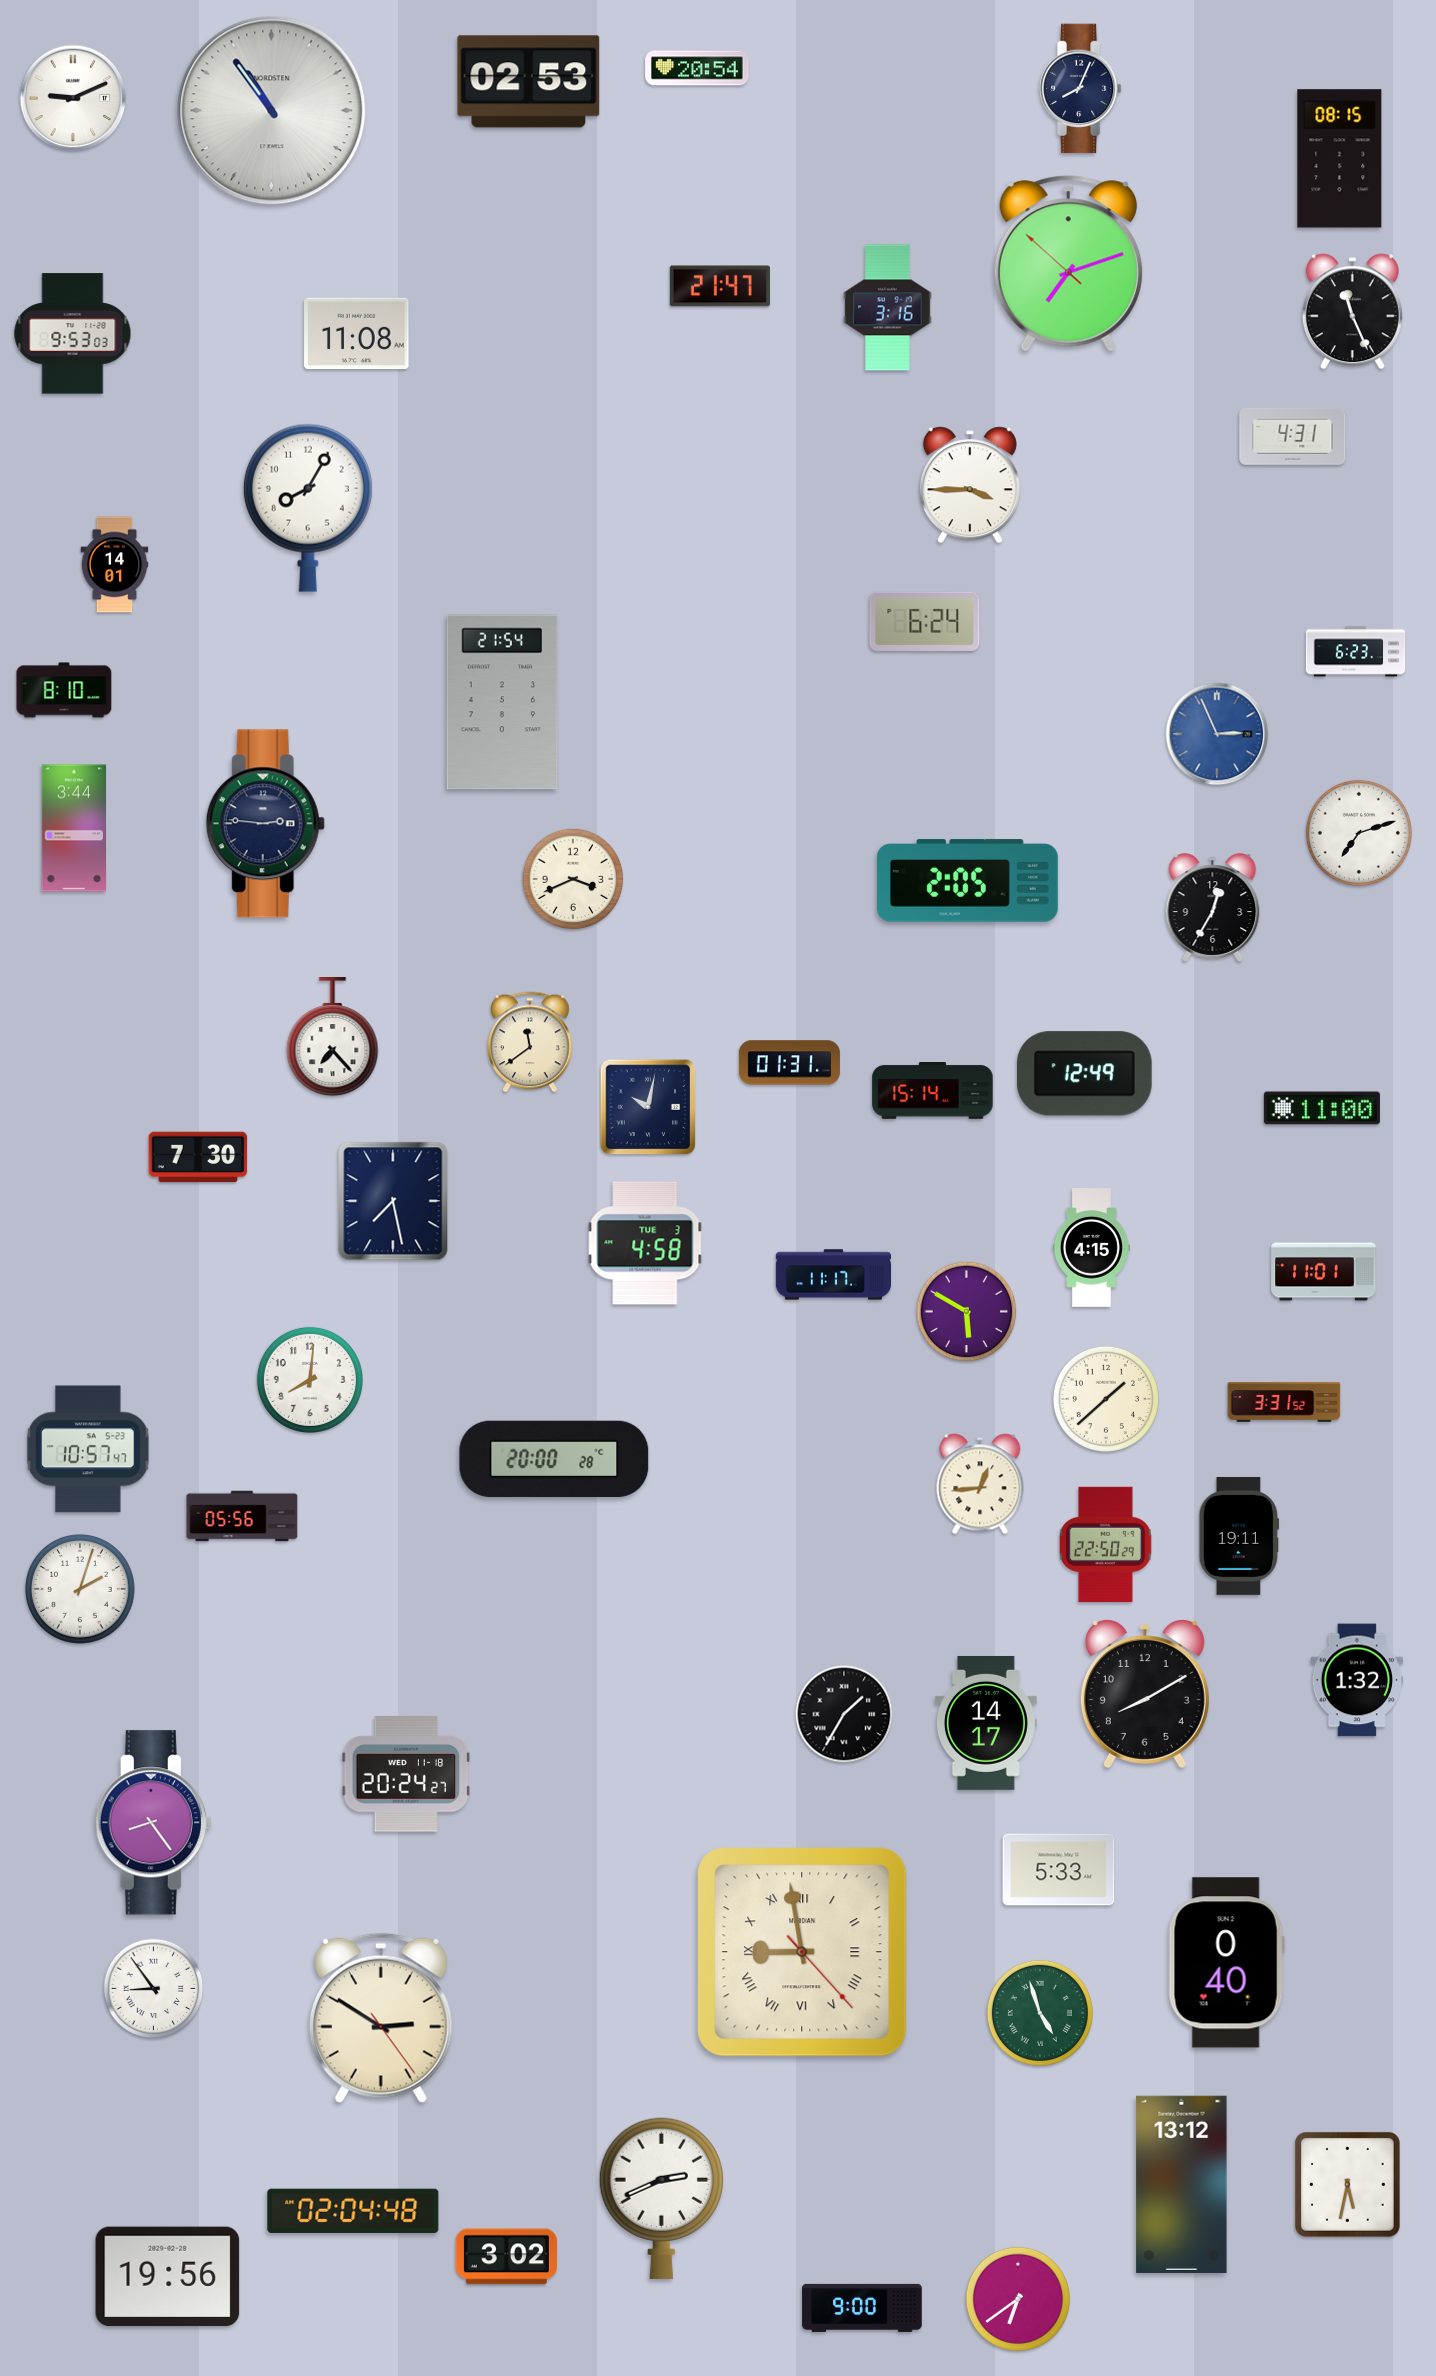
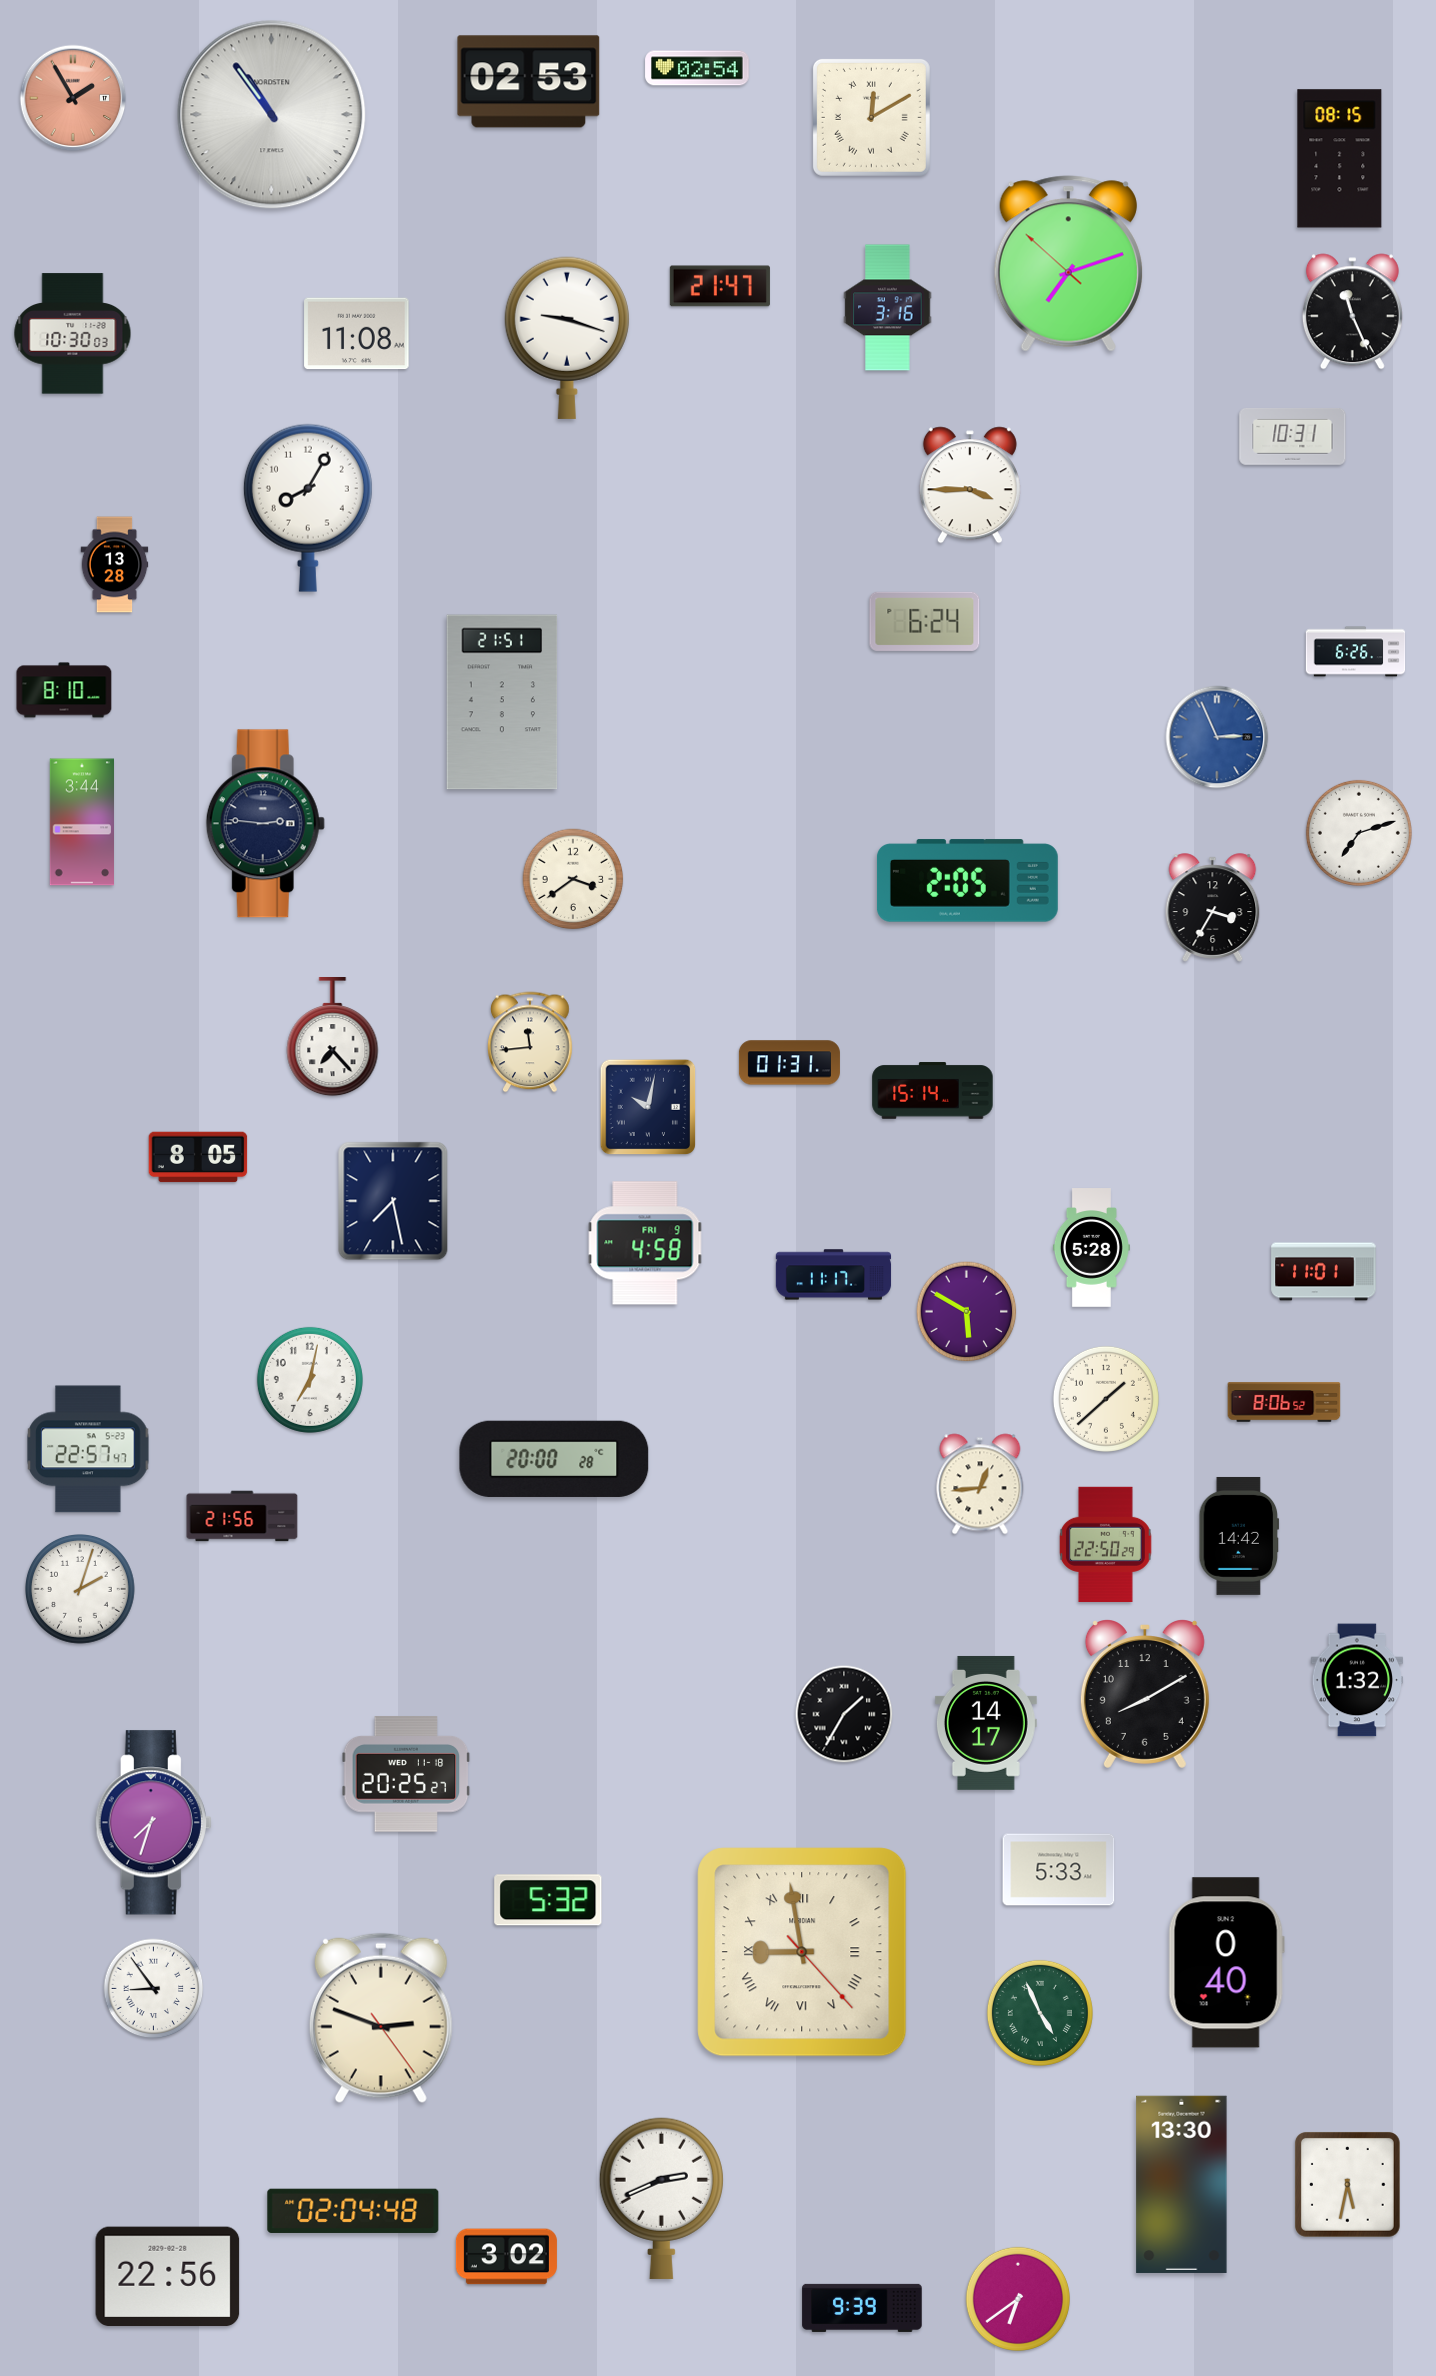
clock at (697, 68): 20:54 -> 02:54
clock at (1080, 89): 8:04 -> none
clock at (73, 98): 9:11 -> 1:55
clock at (73, 98) dial: white -> salmon
clock at (272, 111) position: (272, 111) -> (272, 115)
clock at (871, 117): none -> 12:10
clock at (73, 334): 9:53 -> 10:30
clock at (567, 338): none -> 9:18
clock at (1293, 436): 4:31 -> 10:31
clock at (115, 565): 14:01 -> 13:28
clock at (1356, 652): 6:23 -> 6:26
clock at (502, 702): 21:54 -> 21:51
clock at (1217, 734) position: (1217, 734) -> (1217, 737)
clock at (73, 828) position: (73, 828) -> (81, 822)
clock at (573, 879): 3:41 -> 3:39
clock at (1213, 908): 12:35 -> 3:35
clock at (530, 1042): 11:39 -> 11:44
clock at (1084, 1074): 12:49 -> none
clock at (1322, 1108): 11:00 -> none
clock at (198, 1157): 7:30 -> 8:05
clock at (645, 1243) date: TUE 3 -> FRI 9
clock at (1091, 1248): 4:15 -> 5:28
clock at (310, 1380): 8:01 -> 7:02
clock at (1284, 1402): 3:31 -> 8:06
clock at (88, 1449): 10:57 -> 22:57
clock at (242, 1516): 05:56 -> 21:56
clock at (1239, 1536): 19:11 -> 14:42
clock at (406, 1774): 20:24 -> 20:25
clock at (153, 1823): 8:24 -> 7:33
clock at (548, 1900): none -> 5:32
clock at (1040, 2013): 4:57 -> 4:56
clock at (381, 2018): 2:50 -> 2:48
clock at (1182, 2184): 13:12 -> 13:30
clock at (168, 2277): 19:56 -> 22:56
clock at (862, 2308): 9:00 -> 9:39
